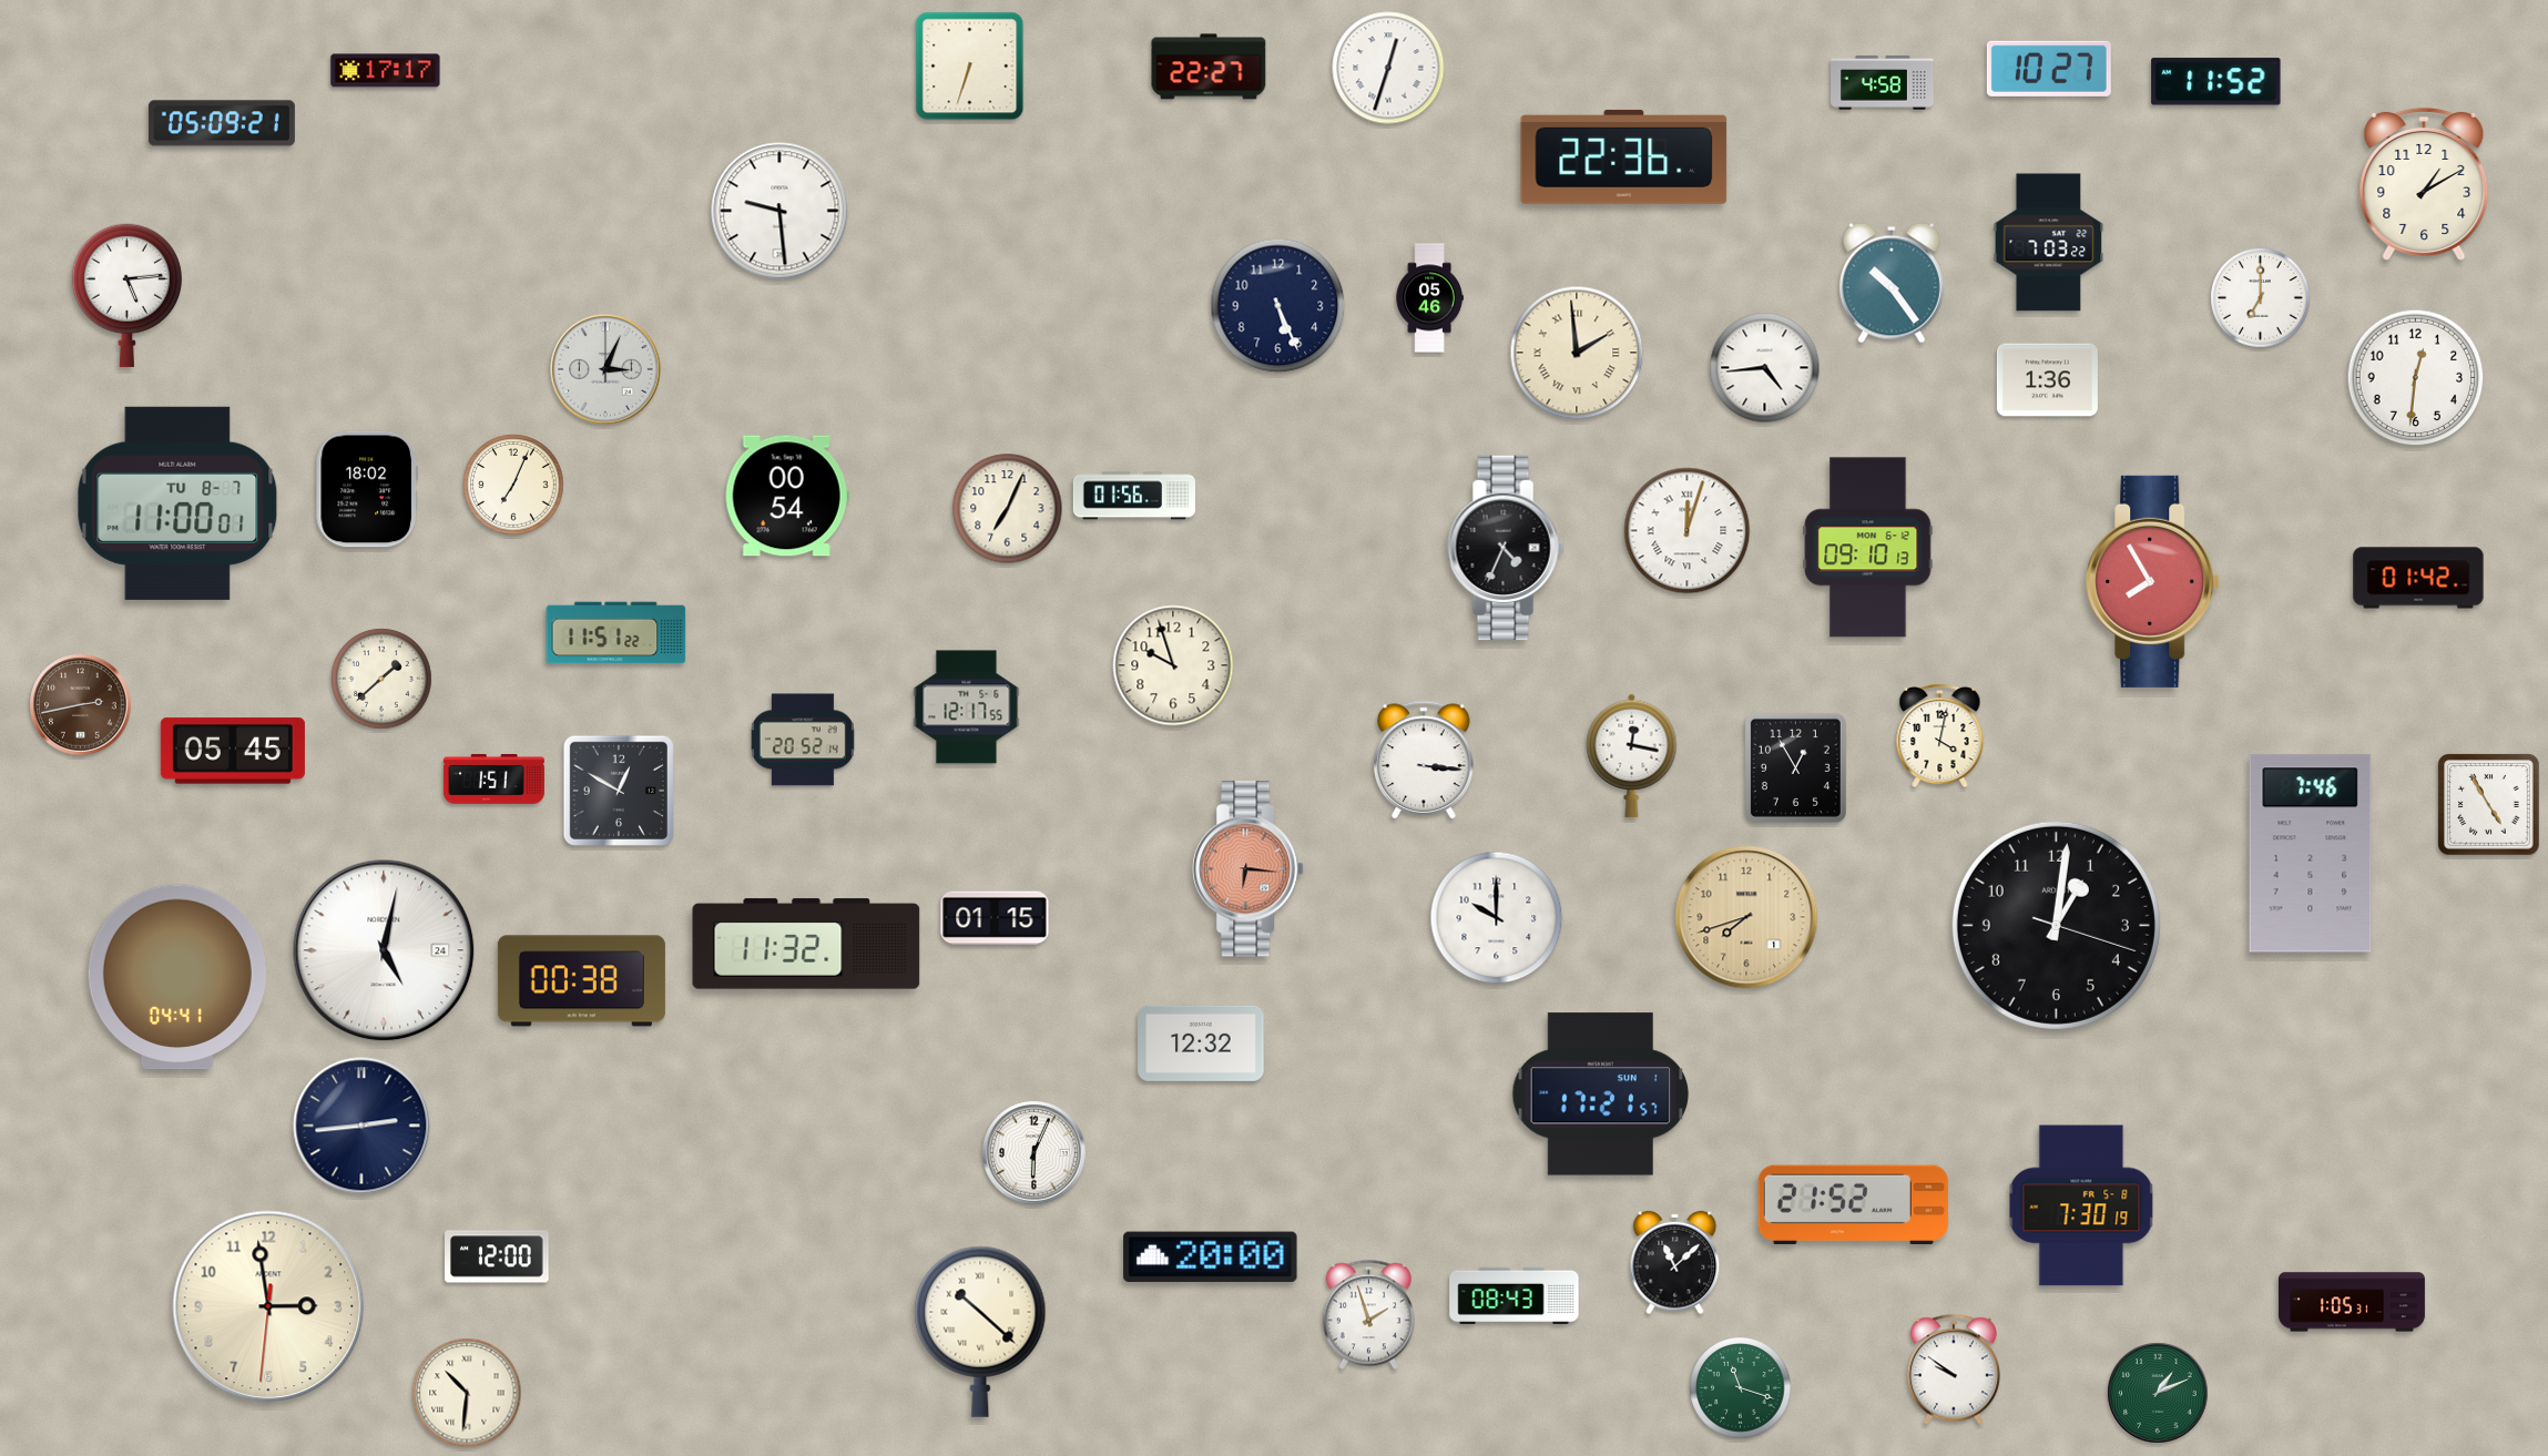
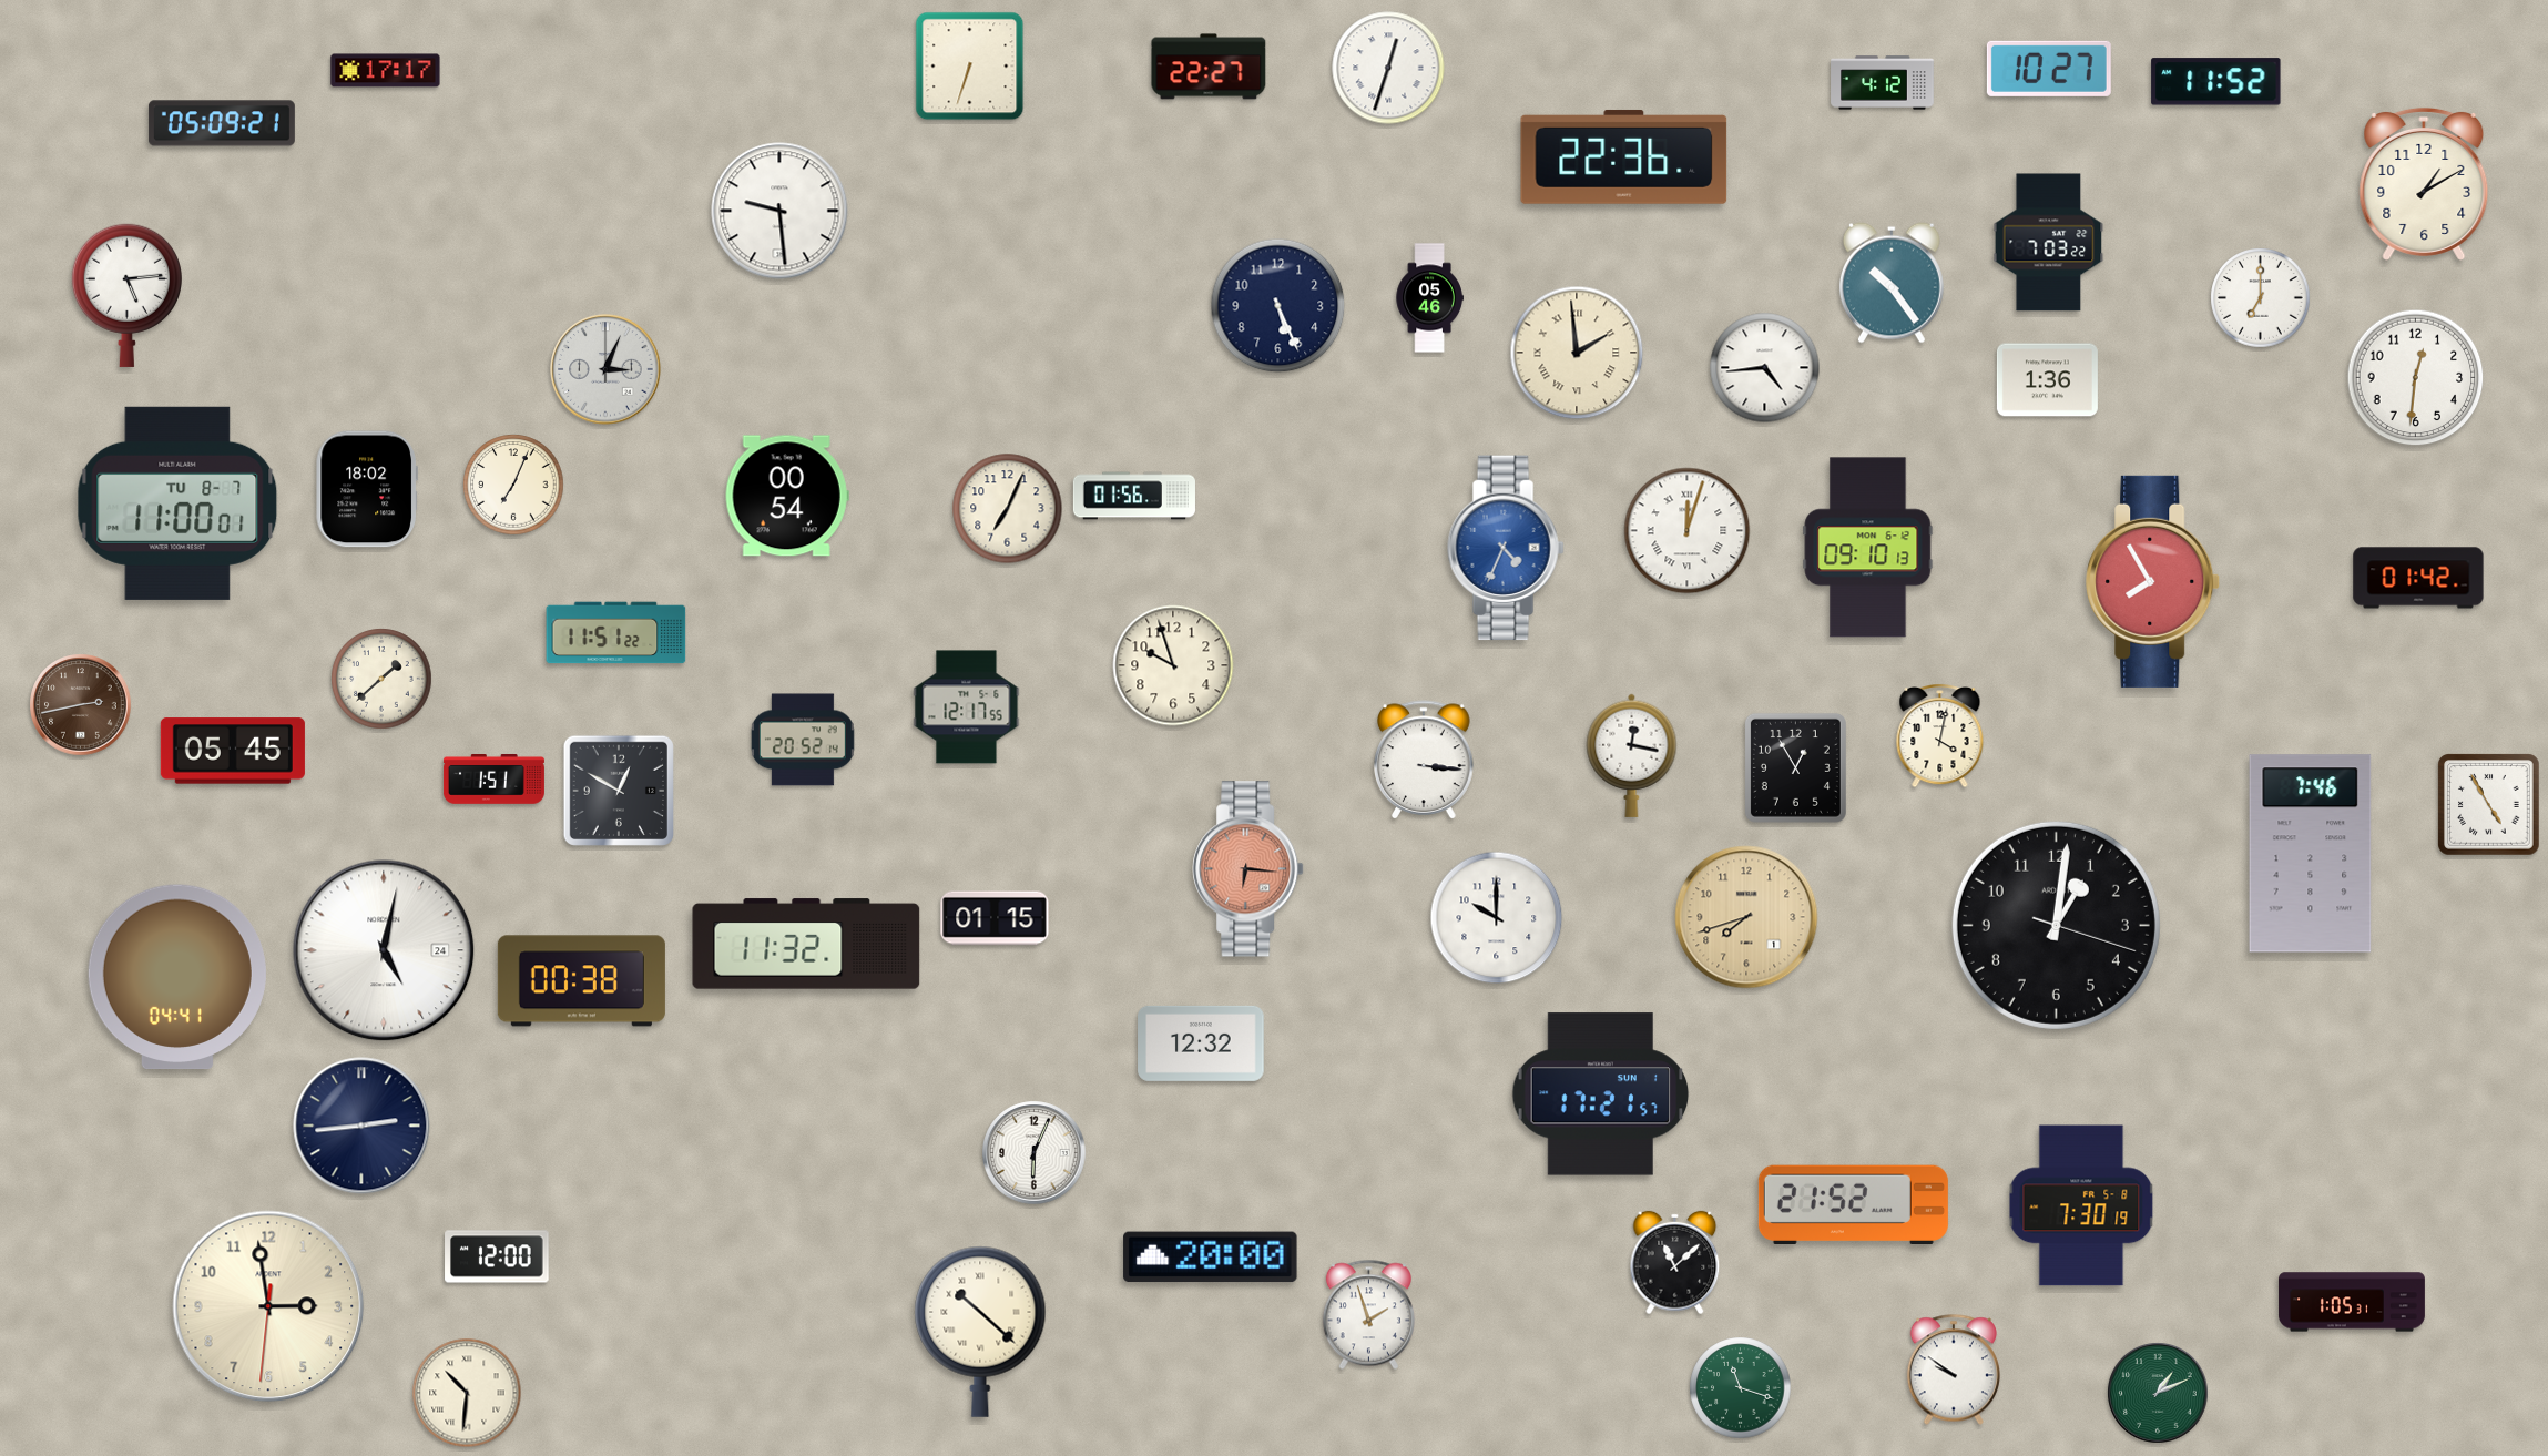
clock at (1883, 83): 4:58 -> 4:12
clock at (1506, 548) dial: black -> blue
clock at (1515, 1295): 08:43 -> none
